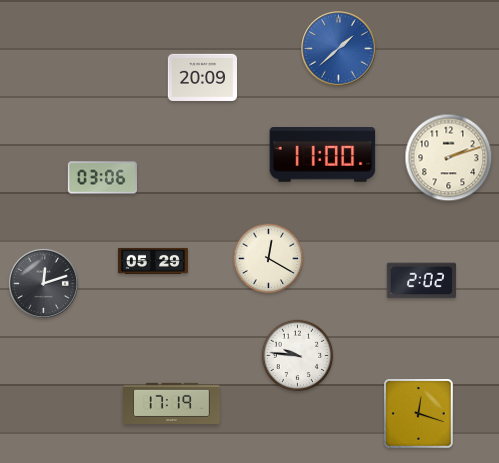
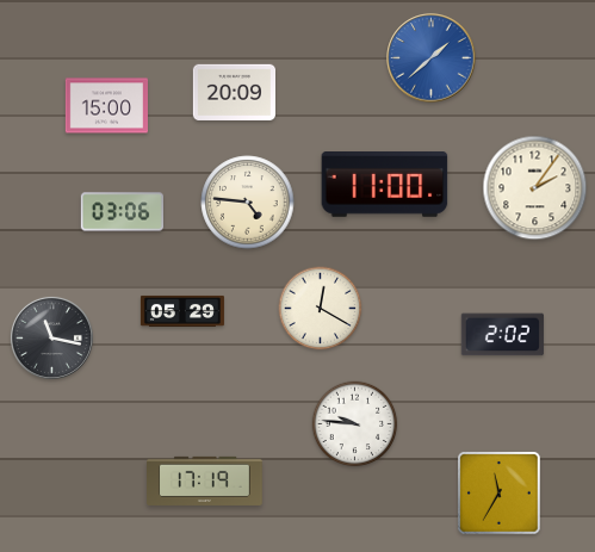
clock at (339, 49) position: (339, 49) -> (432, 58)
clock at (202, 77) position: (202, 77) -> (234, 92)
clock at (106, 106): none -> 15:00
clock at (449, 158): 2:12 -> 2:06
clock at (248, 203): none -> 4:46
clock at (43, 283): 12:12 -> 11:17
clock at (419, 414): 12:18 -> 11:35
